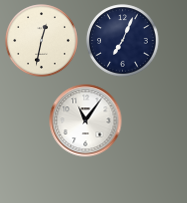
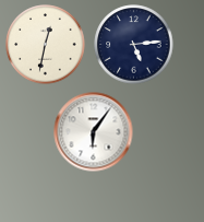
clock at (123, 41): 7:04 -> 5:14
clock at (86, 121): 11:06 -> 6:06
